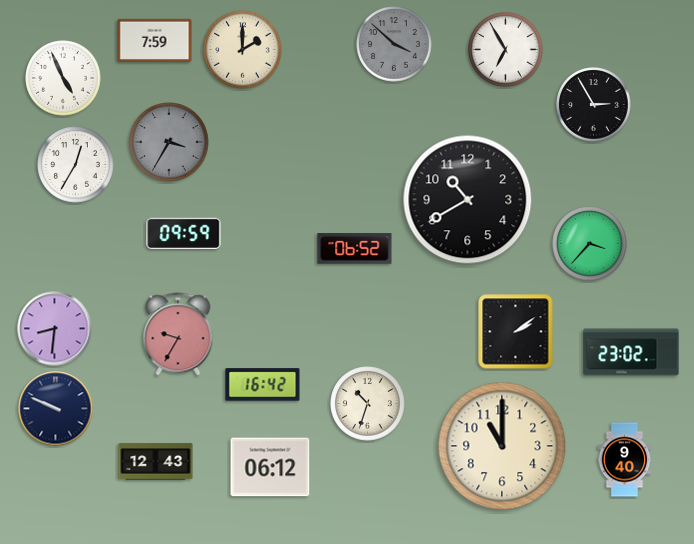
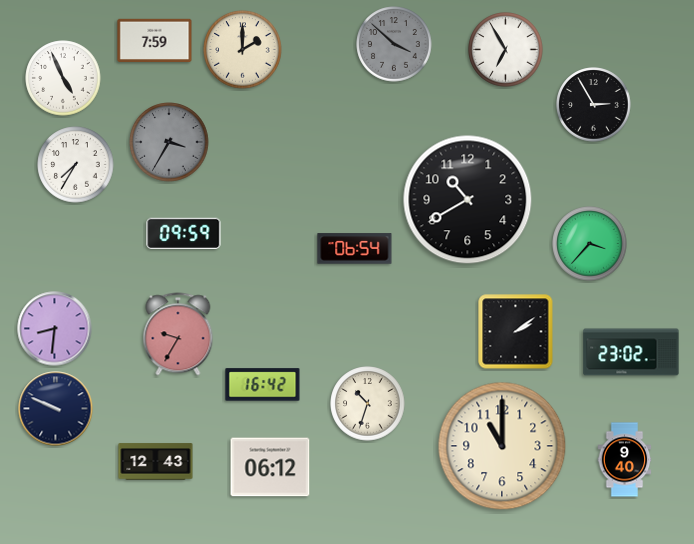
clock at (76, 165): 12:35 -> 7:35
clock at (355, 249): 06:52 -> 06:54
